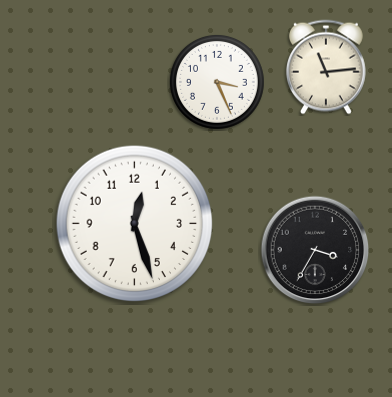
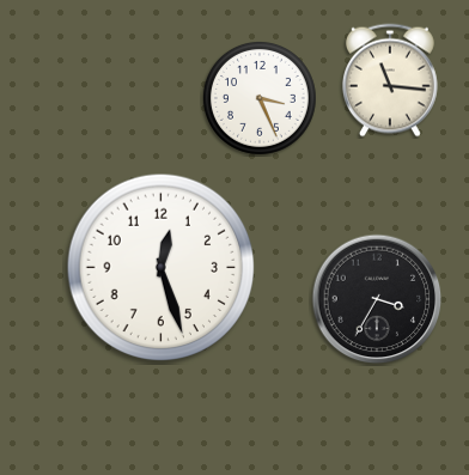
clock at (326, 67): 11:14 -> 11:16
